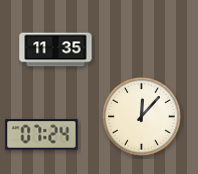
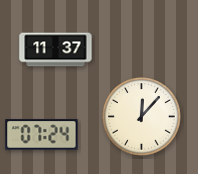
clock at (56, 50): 11:35 -> 11:37
